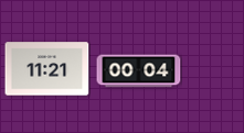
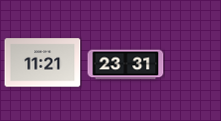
clock at (139, 71): 00:04 -> 23:31
